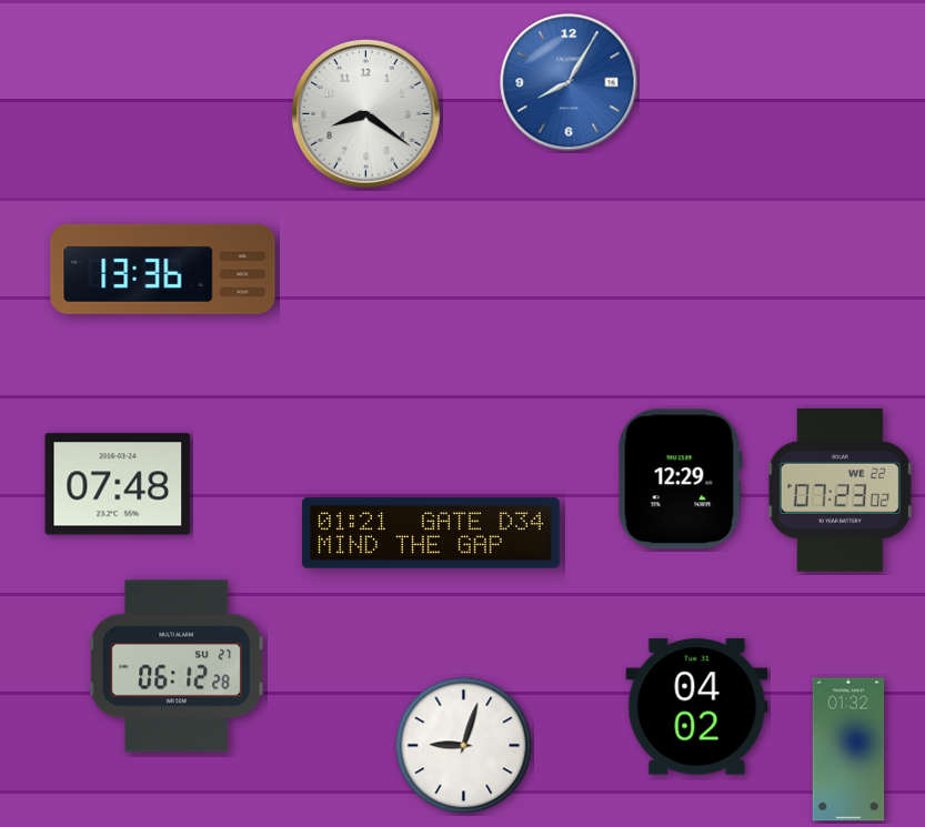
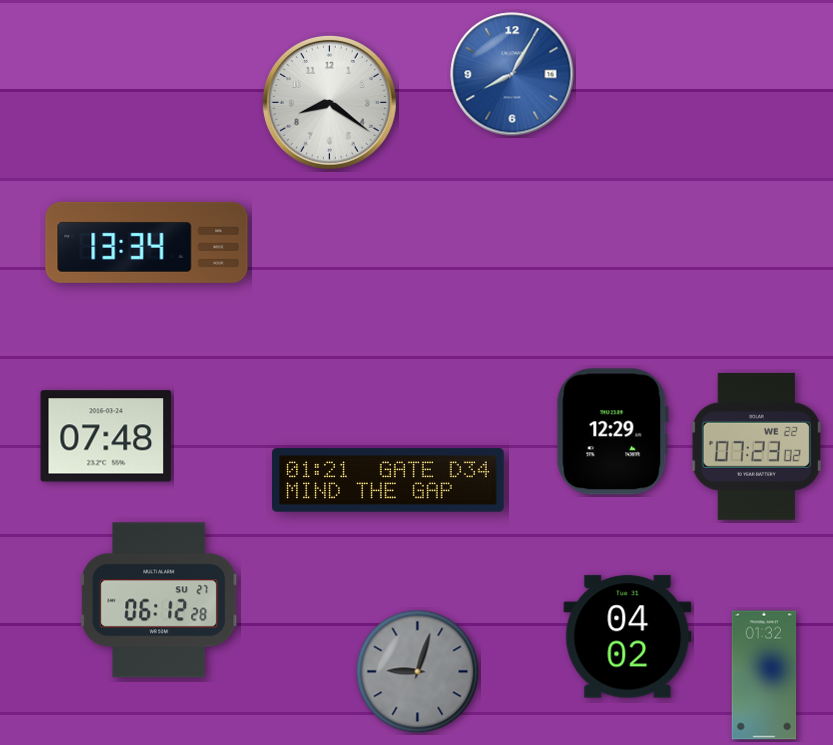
clock at (163, 269): 13:36 -> 13:34
clock at (839, 490) position: (839, 490) -> (756, 446)
clock at (464, 746) dial: white -> grey
